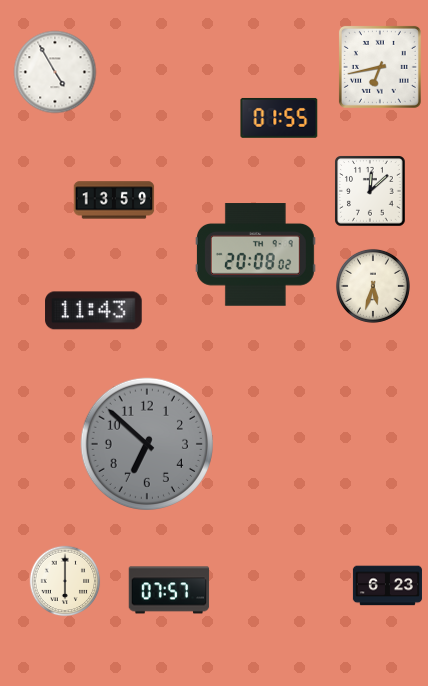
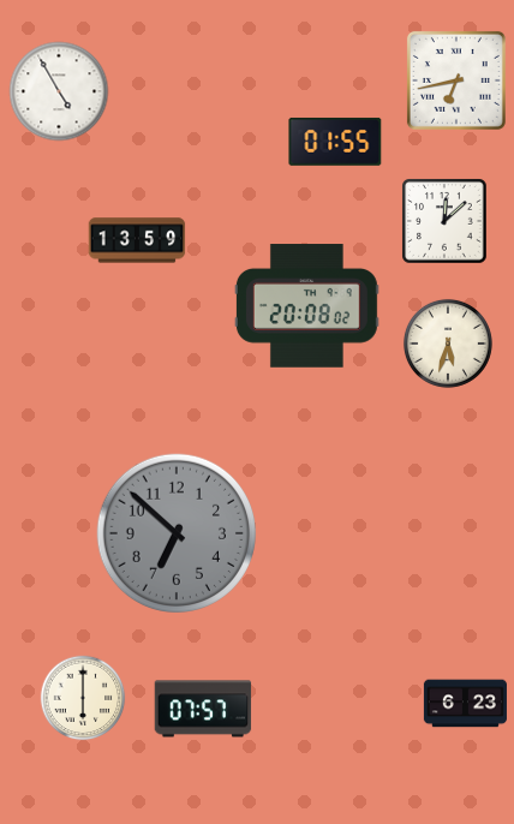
clock at (55, 72) position: (55, 72) -> (59, 91)
clock at (370, 191) position: (370, 191) -> (444, 221)
clock at (94, 311): 11:43 -> none
clock at (65, 581) position: (65, 581) -> (83, 698)
